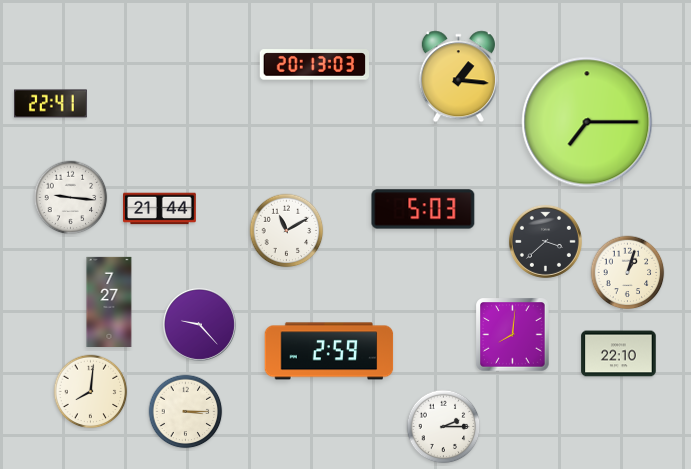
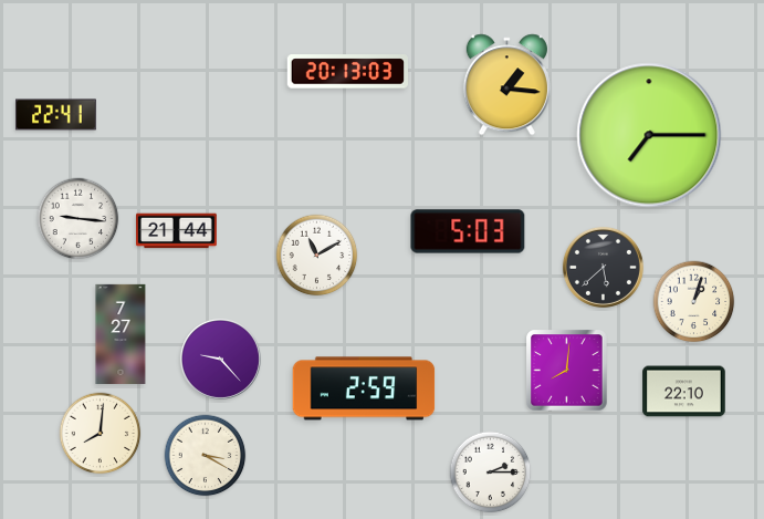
clock at (545, 241): 3:38 -> 5:38
clock at (186, 412): 3:15 -> 3:20
